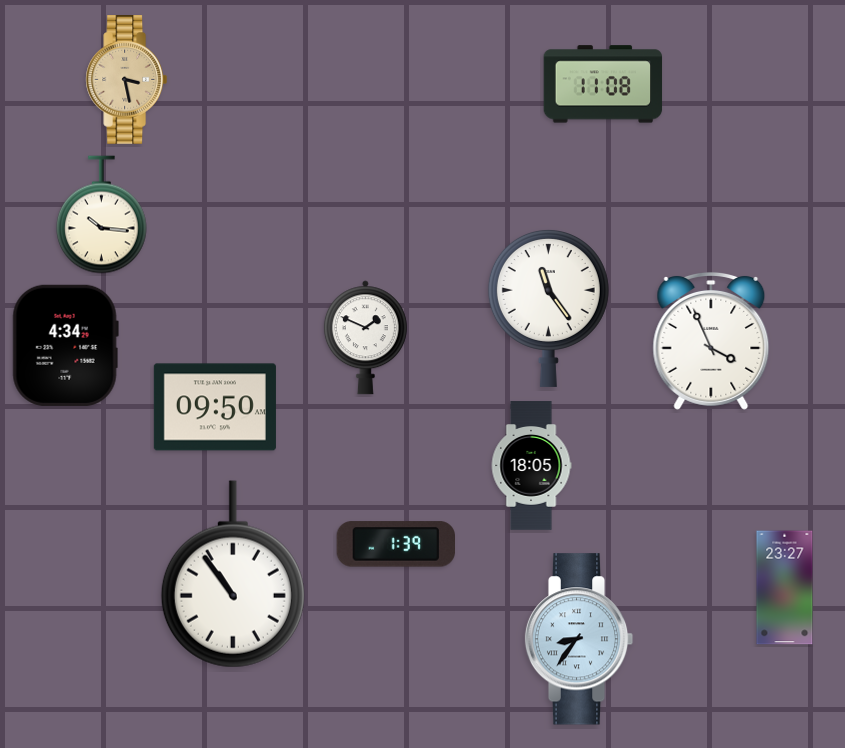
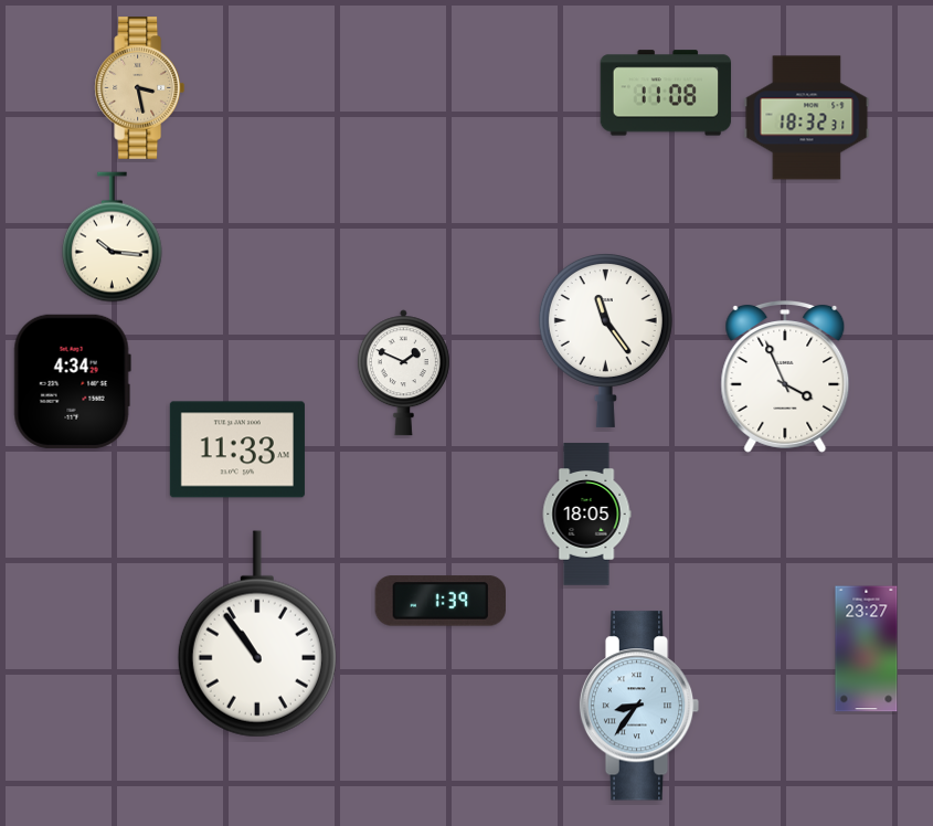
clock at (807, 118): none -> 18:32
clock at (215, 407): 09:50 -> 11:33
clock at (395, 544) position: (395, 544) -> (439, 601)
